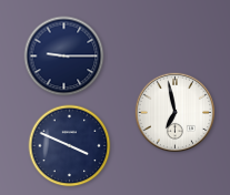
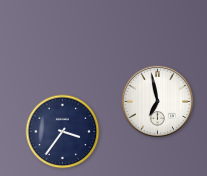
clock at (64, 57): 9:15 -> none
clock at (70, 146): 3:49 -> 3:36
